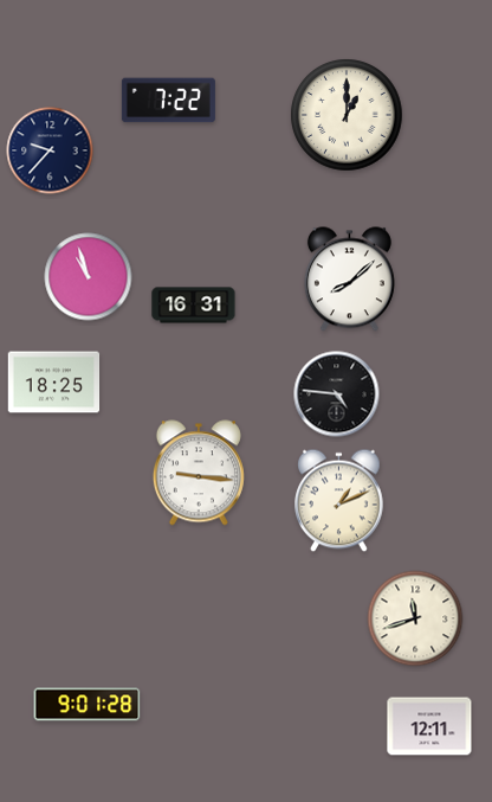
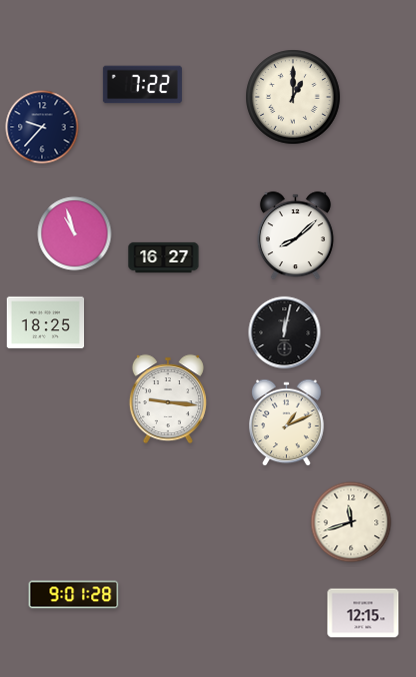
clock at (194, 306): 16:31 -> 16:27
clock at (337, 394): 4:46 -> 12:02
clock at (429, 726): 12:11 -> 12:15
